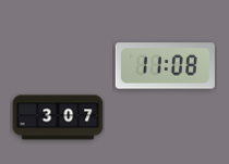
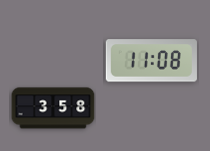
clock at (58, 117): 3:07 -> 3:58
